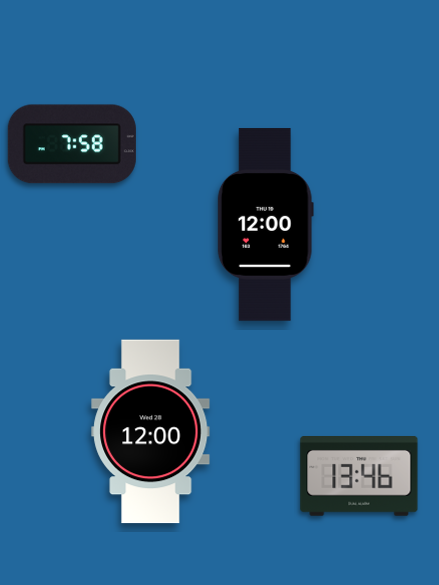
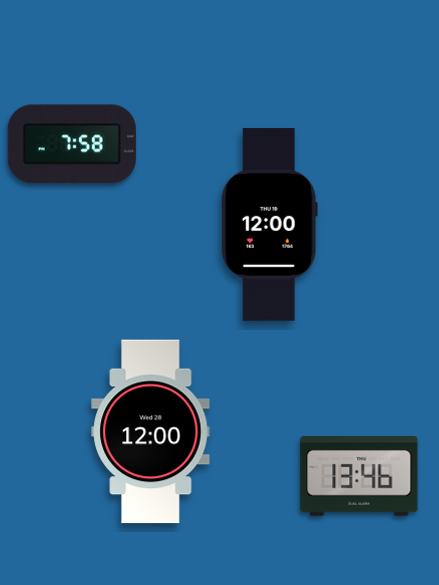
clock at (265, 225) position: (265, 225) -> (269, 225)
